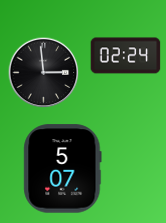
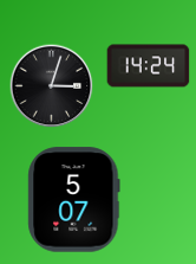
clock at (126, 56): 02:24 -> 14:24
clock at (44, 73): 2:59 -> 3:03
